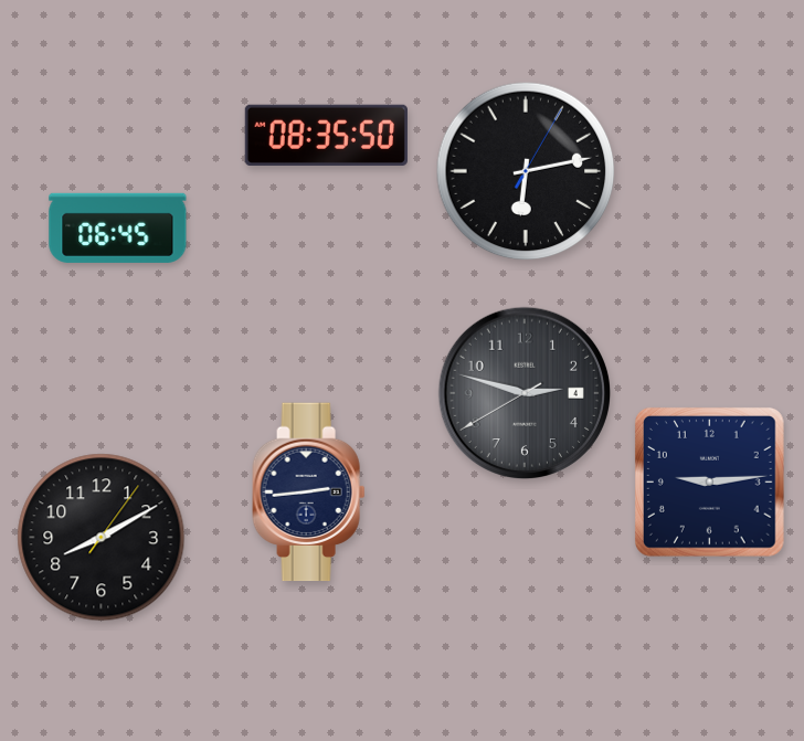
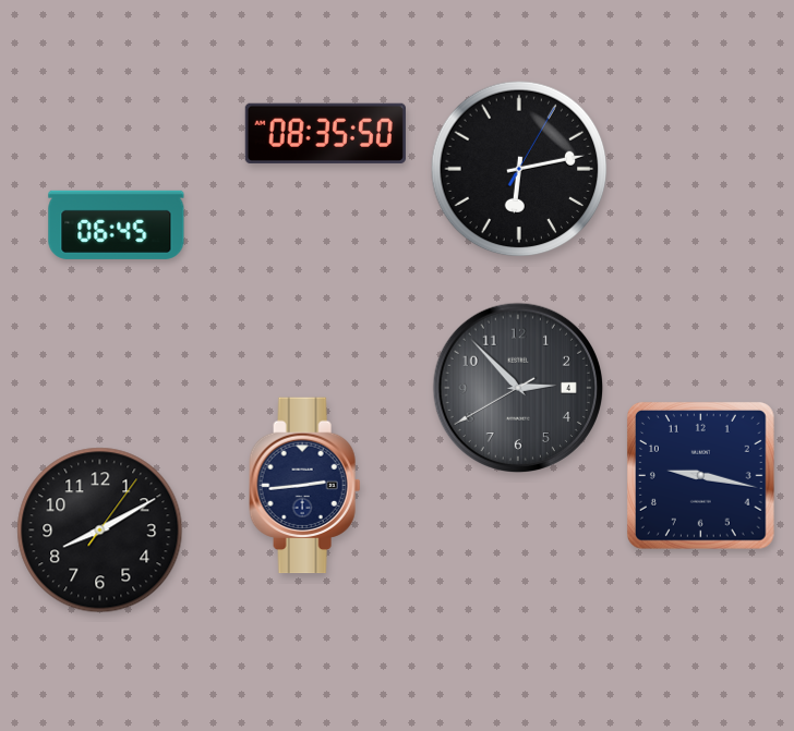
clock at (326, 135) position: (326, 135) -> (325, 133)
clock at (523, 392): 2:47 -> 2:52
clock at (709, 481): 9:14 -> 9:17
